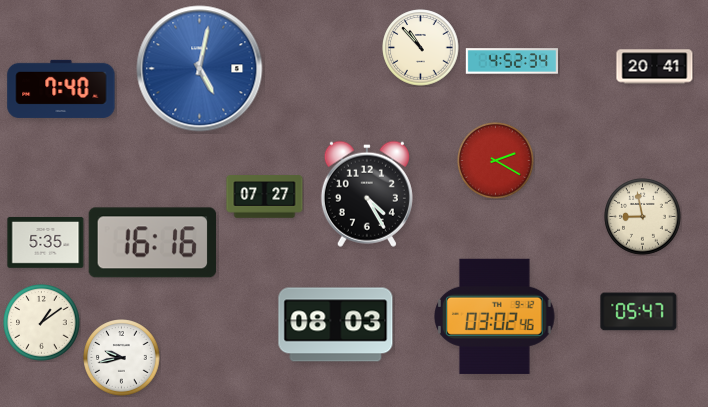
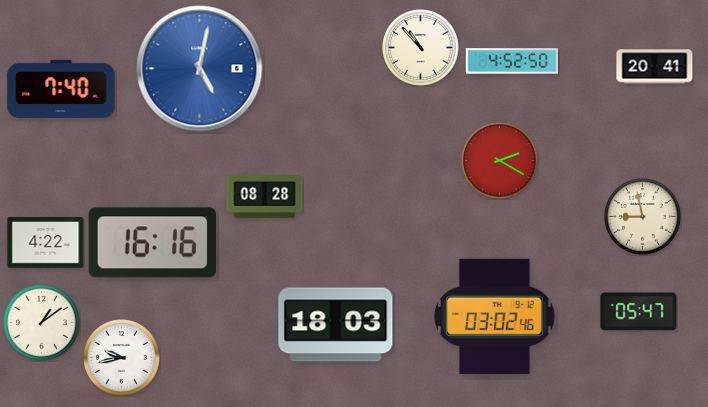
clock at (511, 61): 4:52:34 -> 4:52:50
clock at (496, 161) position: (496, 161) -> (500, 161)
clock at (367, 194): 4:25 -> none
clock at (265, 197): 07:27 -> 08:28
clock at (46, 243): 5:35 -> 4:22
clock at (336, 325): 08:03 -> 18:03
